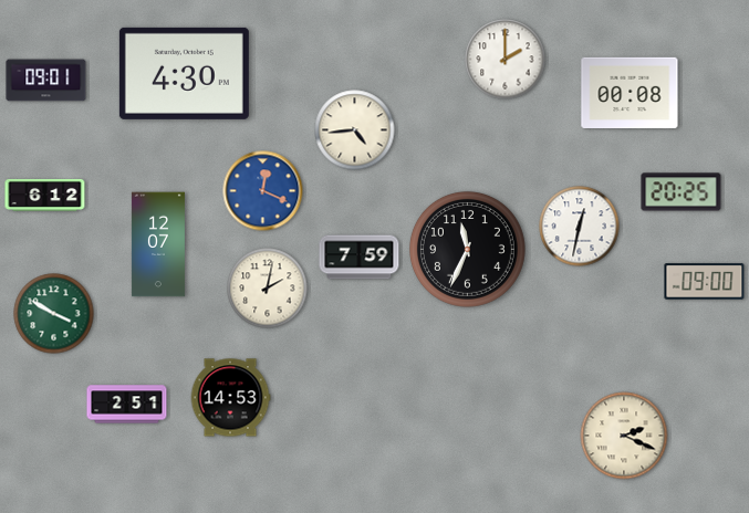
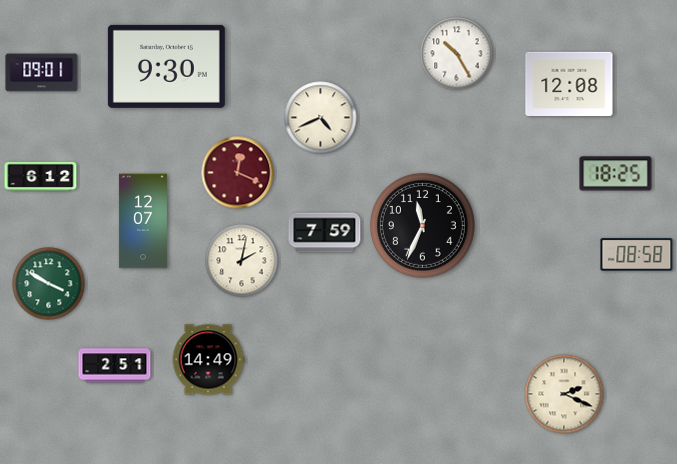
clock at (506, 60): 2:00 -> 10:25
clock at (184, 73): 4:30 -> 9:30
clock at (630, 92): 00:08 -> 12:08
clock at (355, 130): 4:44 -> 4:41
clock at (263, 191) dial: blue -> burgundy
clock at (682, 192): 20:25 -> 18:25
clock at (580, 227): 12:32 -> none
clock at (705, 282): 09:00 -> 08:58
clock at (230, 398): 14:53 -> 14:49
